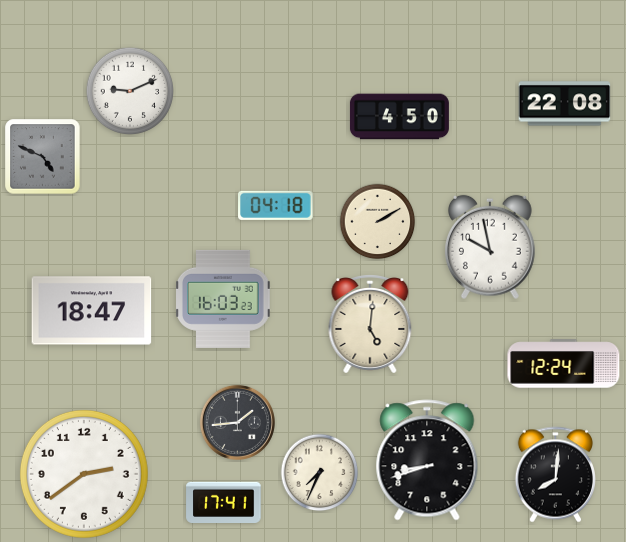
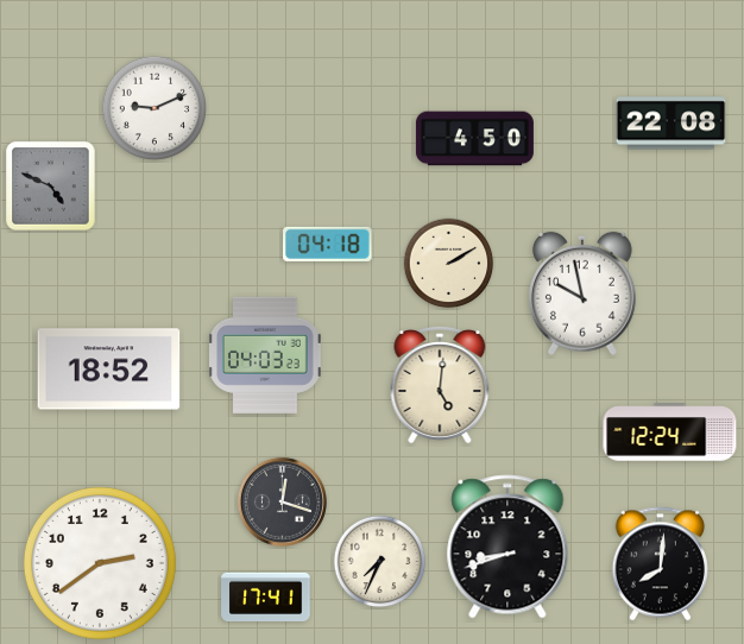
clock at (224, 299): 16:03 -> 04:03
clock at (92, 311): 18:47 -> 18:52
clock at (237, 422): 1:44 -> 12:18
